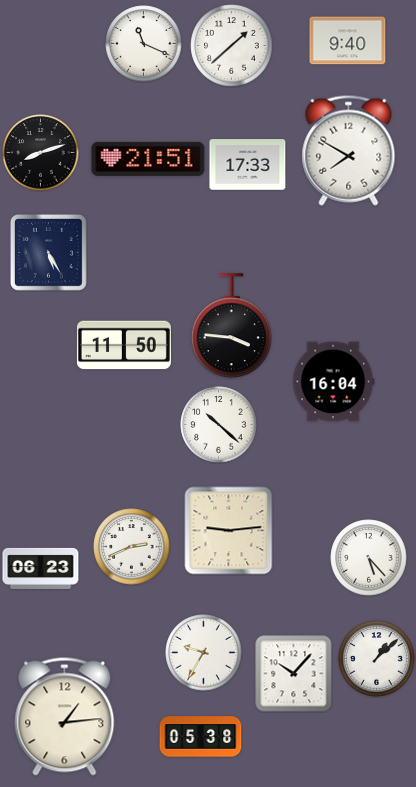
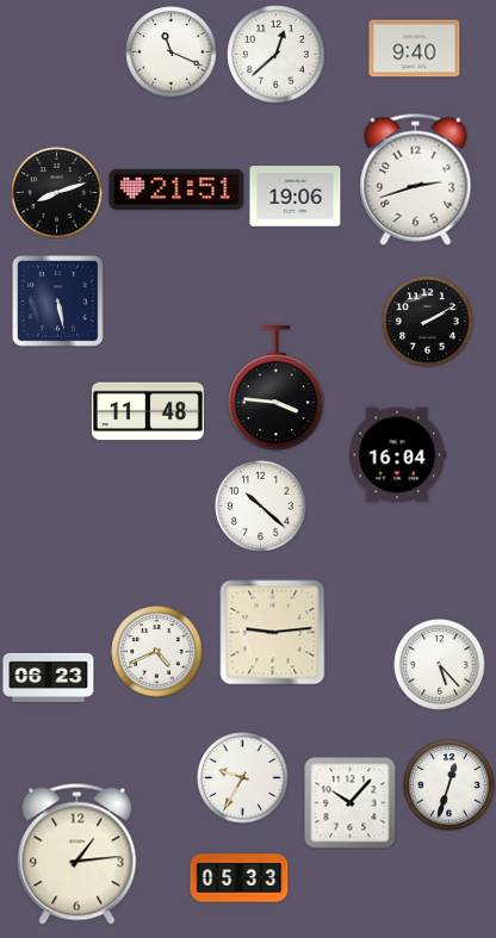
clock at (232, 46): 1:38 -> 12:38
clock at (349, 150): 7:50 -> 2:42
clock at (41, 153) position: (41, 153) -> (57, 193)
clock at (248, 165): 17:33 -> 19:06
clock at (48, 252): 5:25 -> 5:28
clock at (428, 322): none -> 2:10
clock at (124, 345): 11:50 -> 11:48
clock at (132, 547): 2:41 -> 4:41
clock at (377, 659): 1:08 -> 12:33
clock at (201, 737): 05:38 -> 05:33
